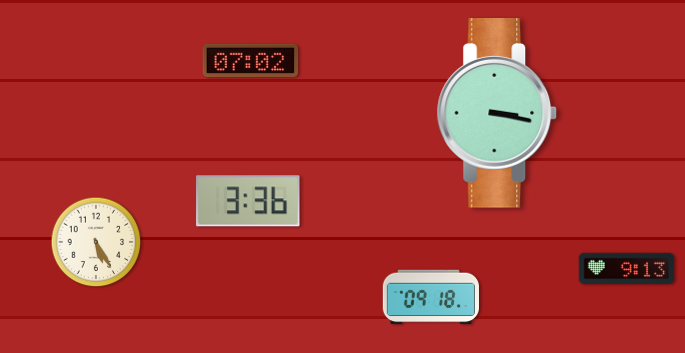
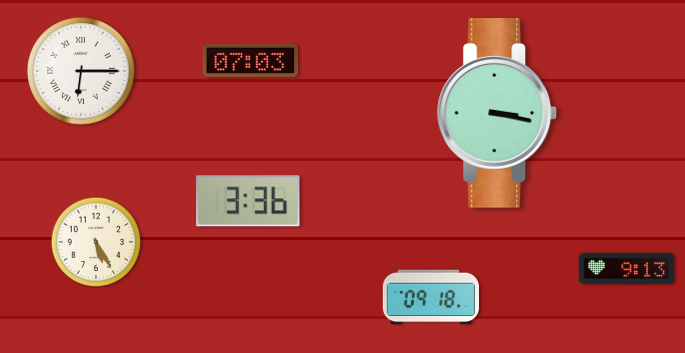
clock at (251, 60): 07:02 -> 07:03
clock at (81, 71): none -> 6:15
